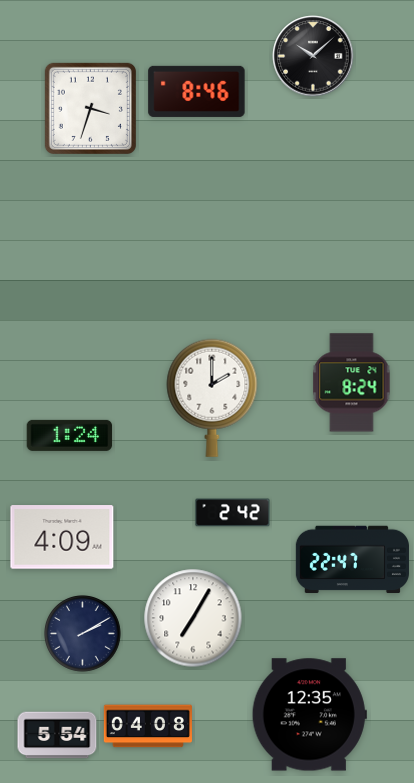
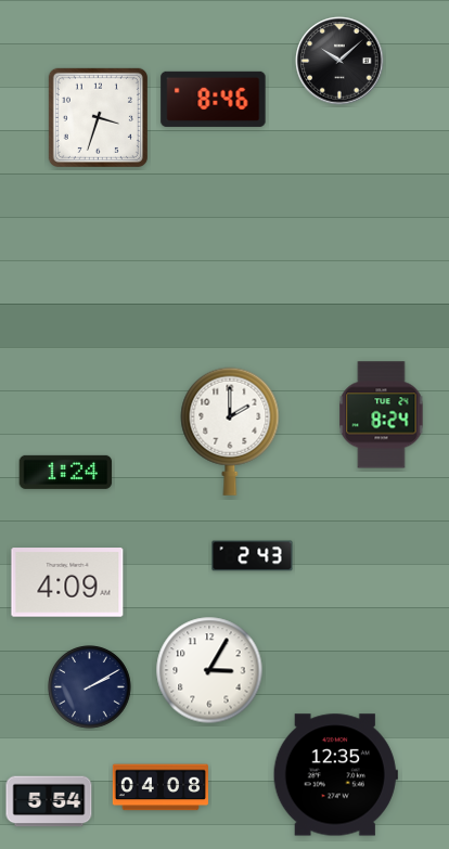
clock at (70, 435) position: (70, 435) -> (66, 472)
clock at (233, 513): 2:42 -> 2:43
clock at (352, 560): 22:47 -> none
clock at (193, 618): 7:05 -> 3:05
clock at (57, 735) position: (57, 735) -> (49, 801)
